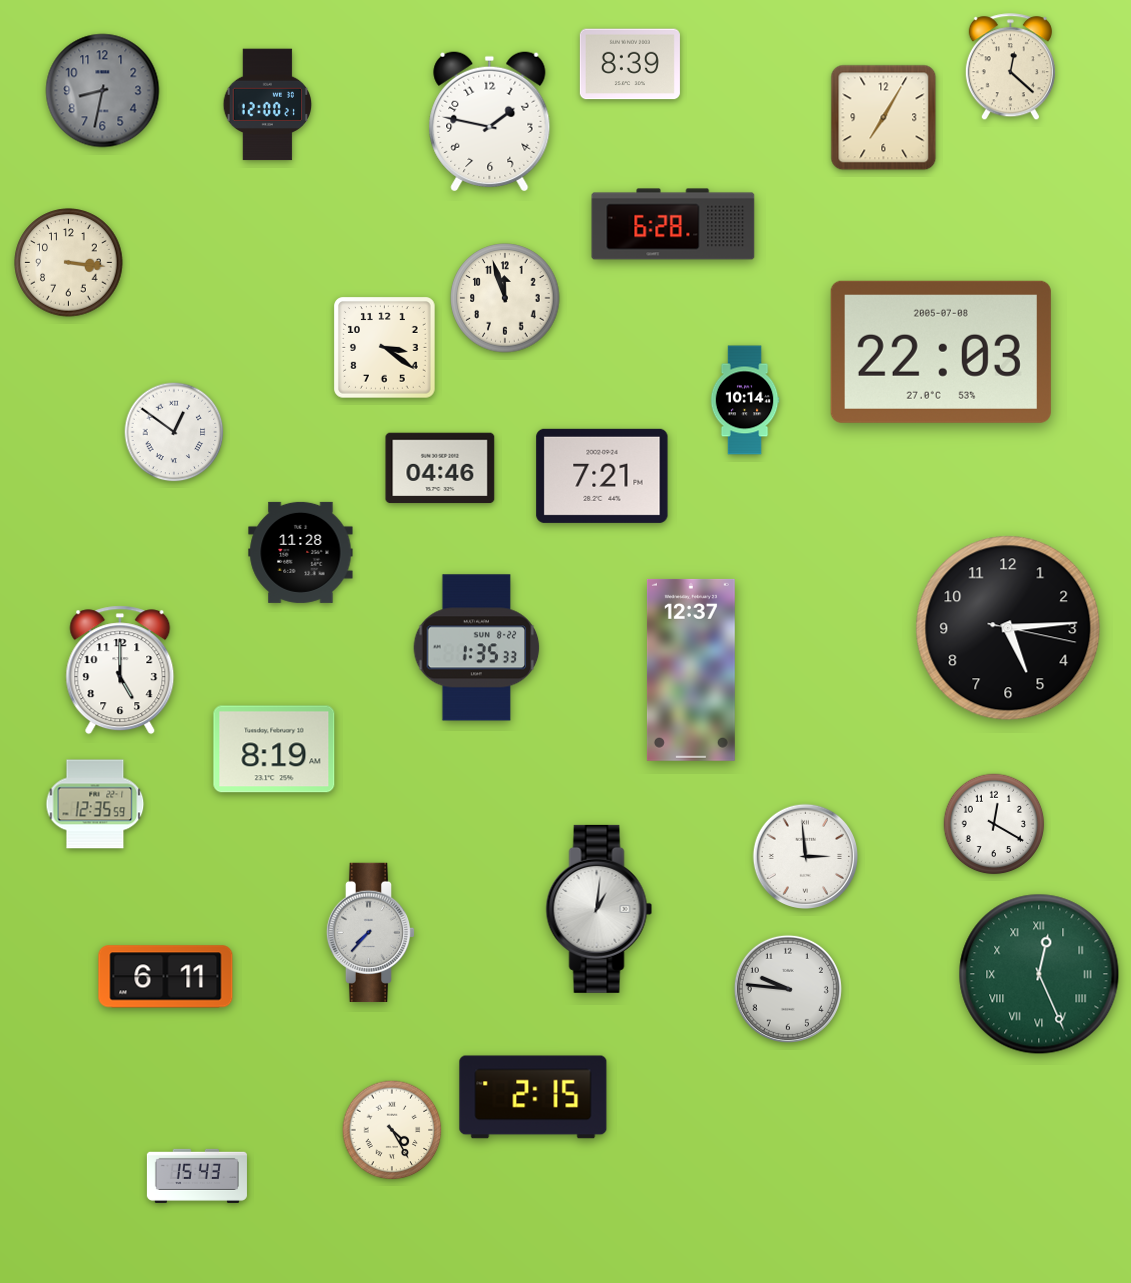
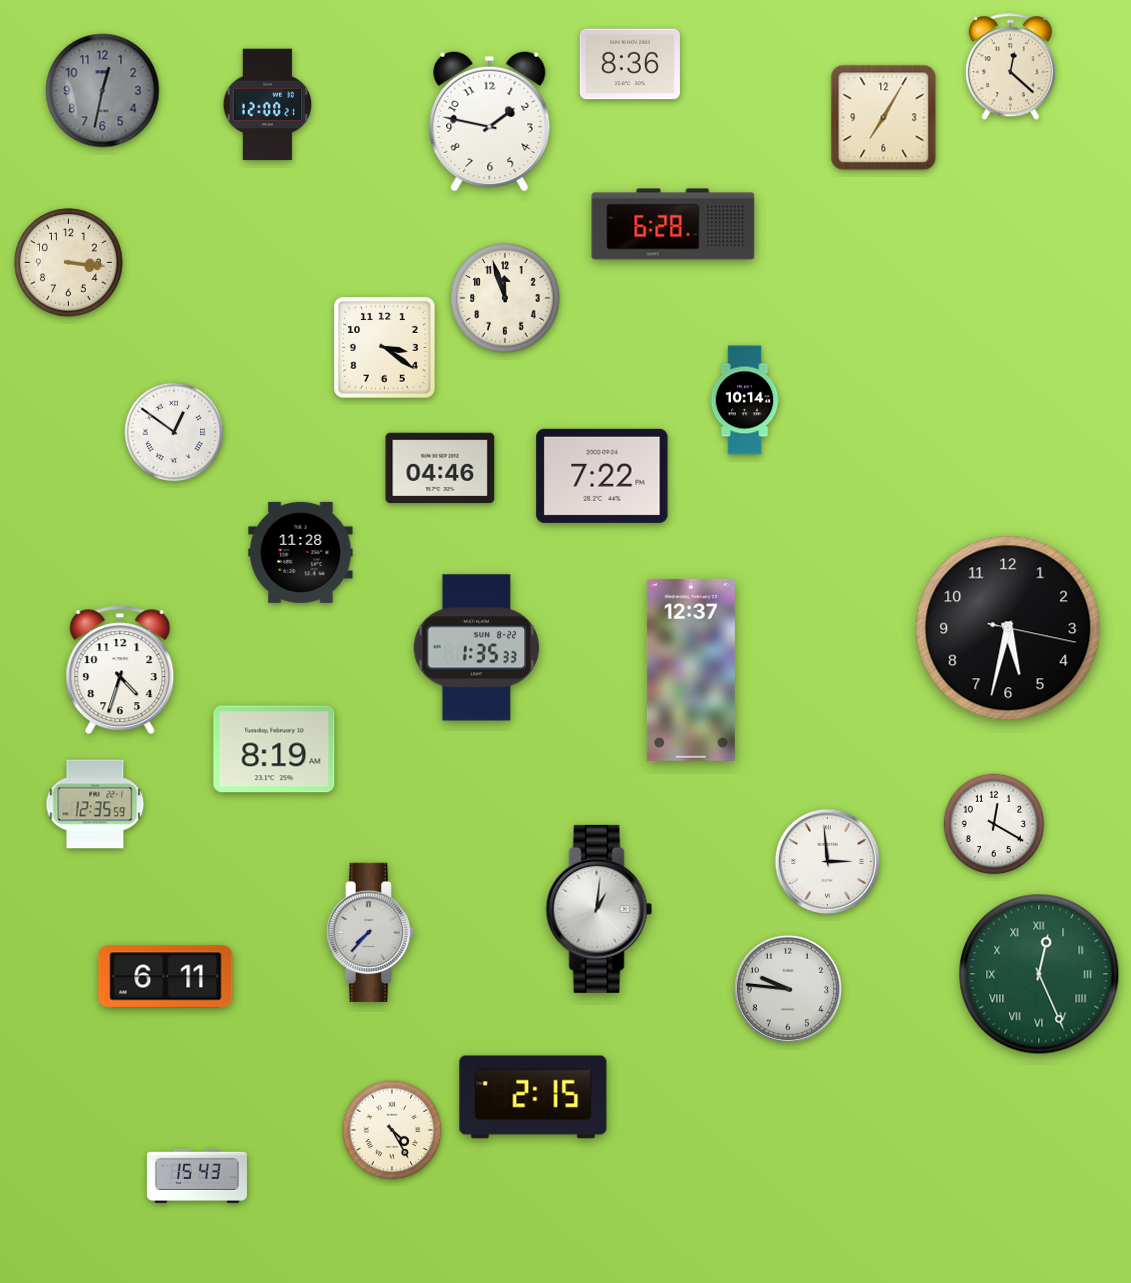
clock at (630, 64): 8:39 -> 8:36
clock at (103, 91): 8:32 -> 12:32
clock at (941, 352): 22:03 -> none
clock at (602, 476): 7:21 -> 7:22
clock at (1008, 628): 5:14 -> 5:32
clock at (120, 670): 5:00 -> 4:33
clock at (806, 857) position: (806, 857) -> (828, 862)
